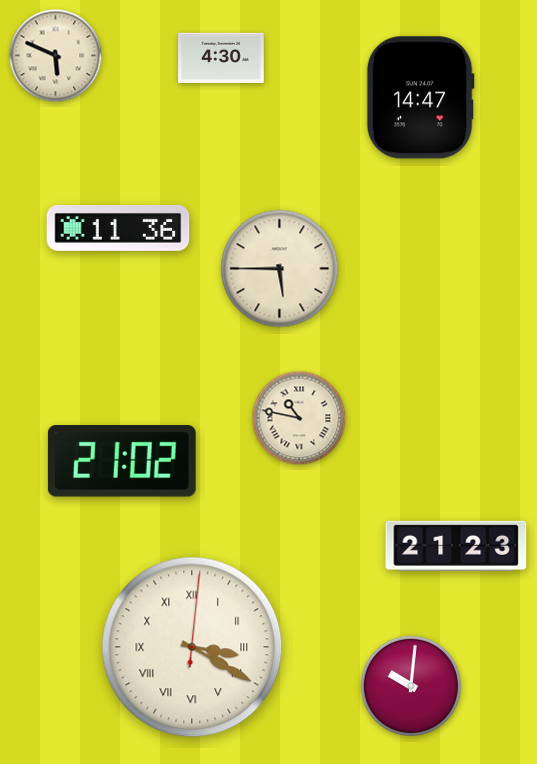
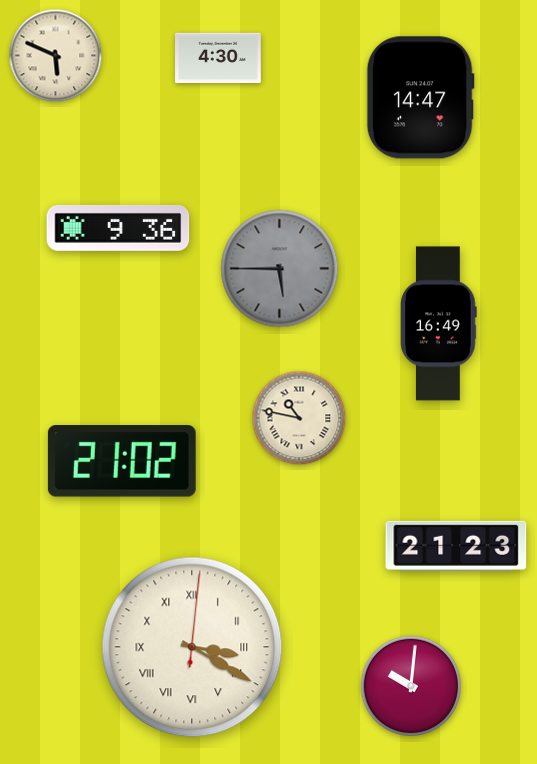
clock at (222, 57) position: (222, 57) -> (219, 57)
clock at (118, 228): 11:36 -> 9:36
clock at (280, 269) dial: cream -> grey
clock at (439, 324): none -> 16:49
